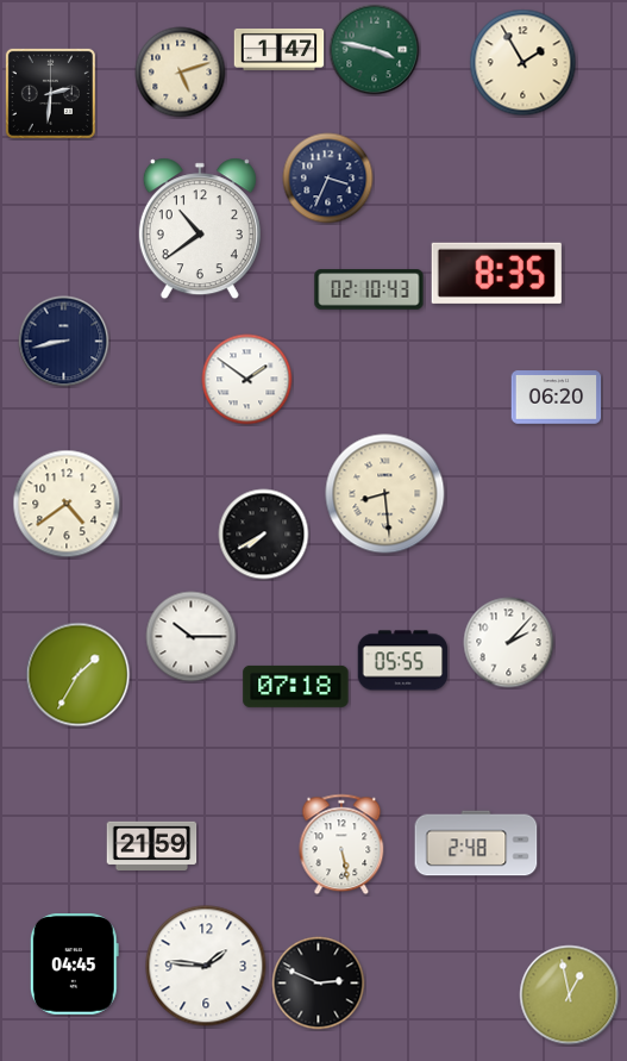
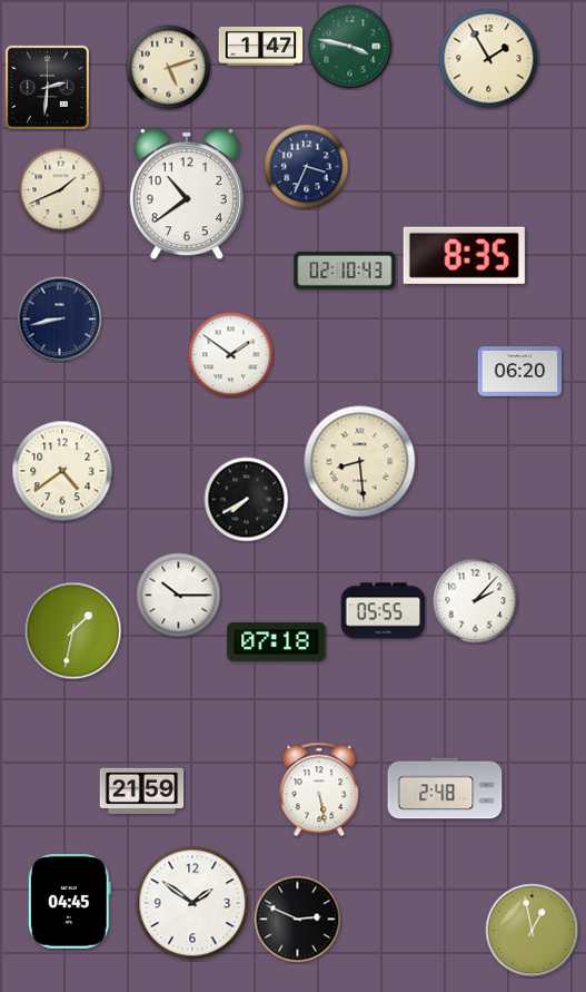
clock at (61, 190): none -> 1:41
clock at (200, 229) position: (200, 229) -> (187, 194)
clock at (403, 661) position: (403, 661) -> (384, 611)
clock at (79, 675): 1:35 -> 1:32
clock at (206, 966): 1:46 -> 1:51
